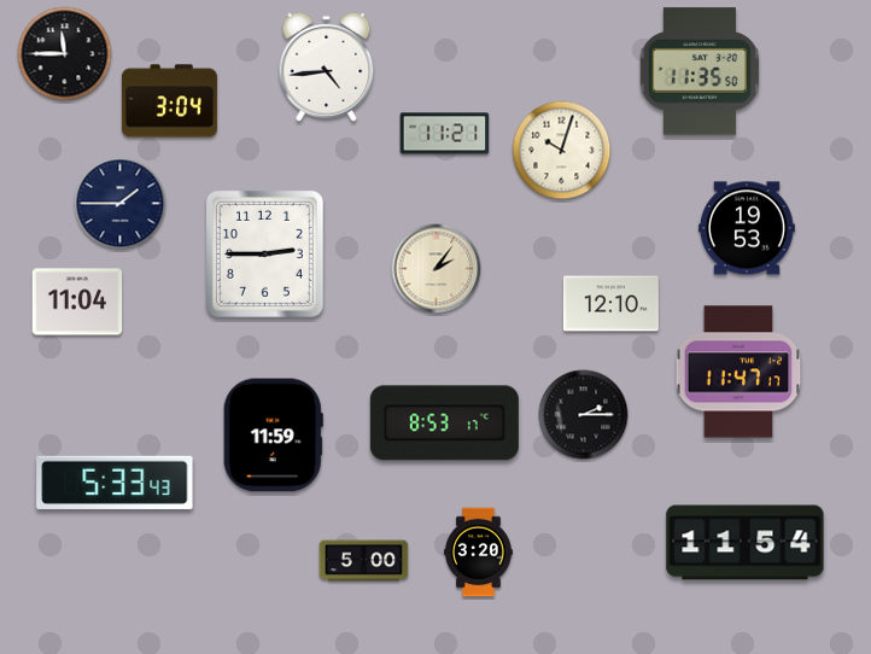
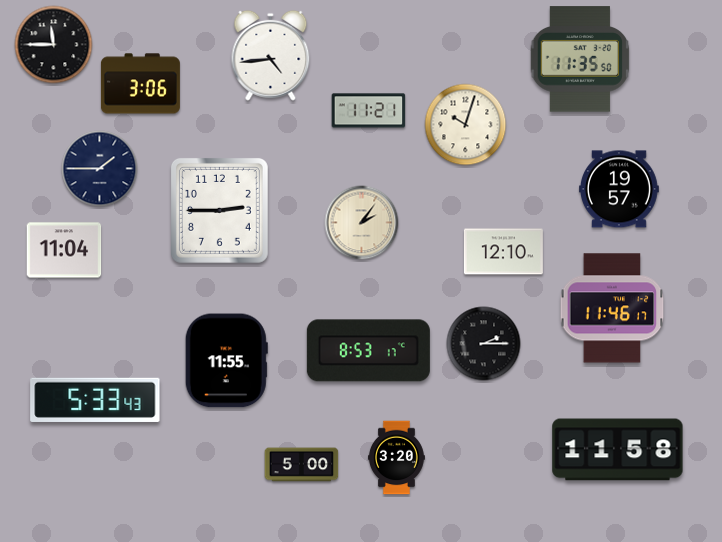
clock at (169, 101): 3:04 -> 3:06
clock at (747, 228): 19:53 -> 19:57
clock at (610, 304) position: (610, 304) -> (503, 252)
clock at (738, 372): 11:47 -> 11:46
clock at (273, 436): 11:59 -> 11:55
clock at (746, 543): 11:54 -> 11:58
